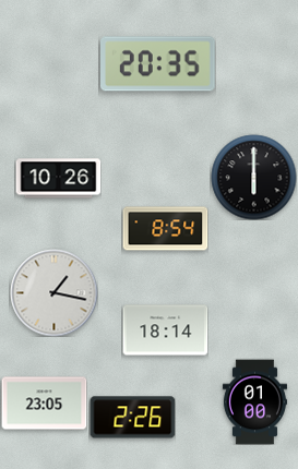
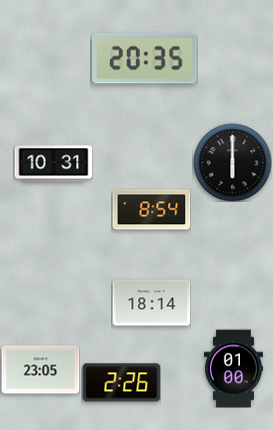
clock at (58, 179): 10:26 -> 10:31
clock at (53, 292): 1:17 -> none
